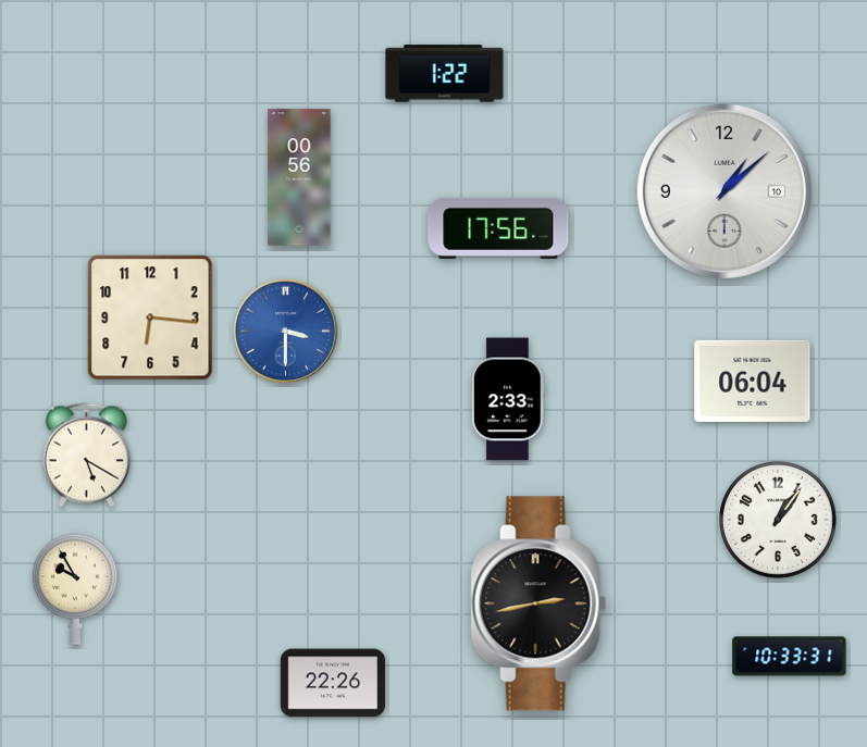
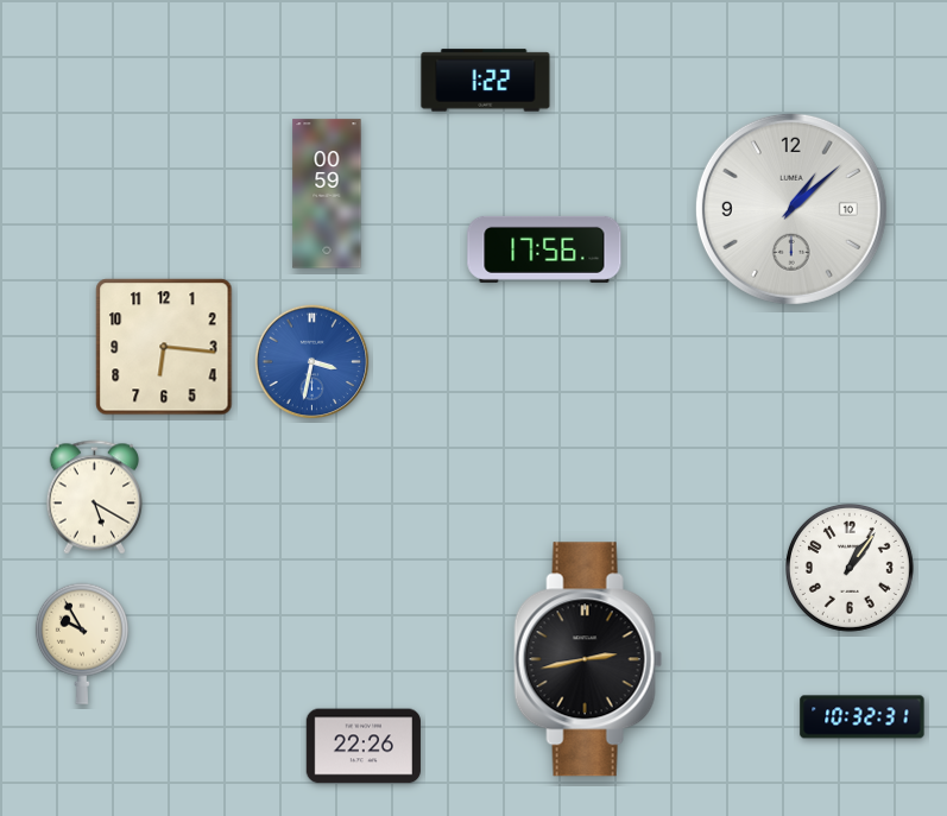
clock at (299, 177): 00:56 -> 00:59
clock at (286, 332): 3:30 -> 3:32
clock at (753, 381): 06:04 -> none
clock at (509, 399): 2:33 -> none
clock at (790, 657): 10:33 -> 10:32
